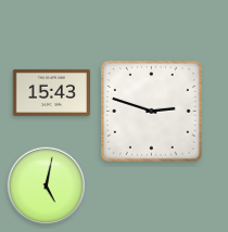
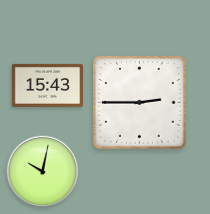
clock at (152, 112): 2:48 -> 2:45
clock at (47, 186): 5:02 -> 10:02
